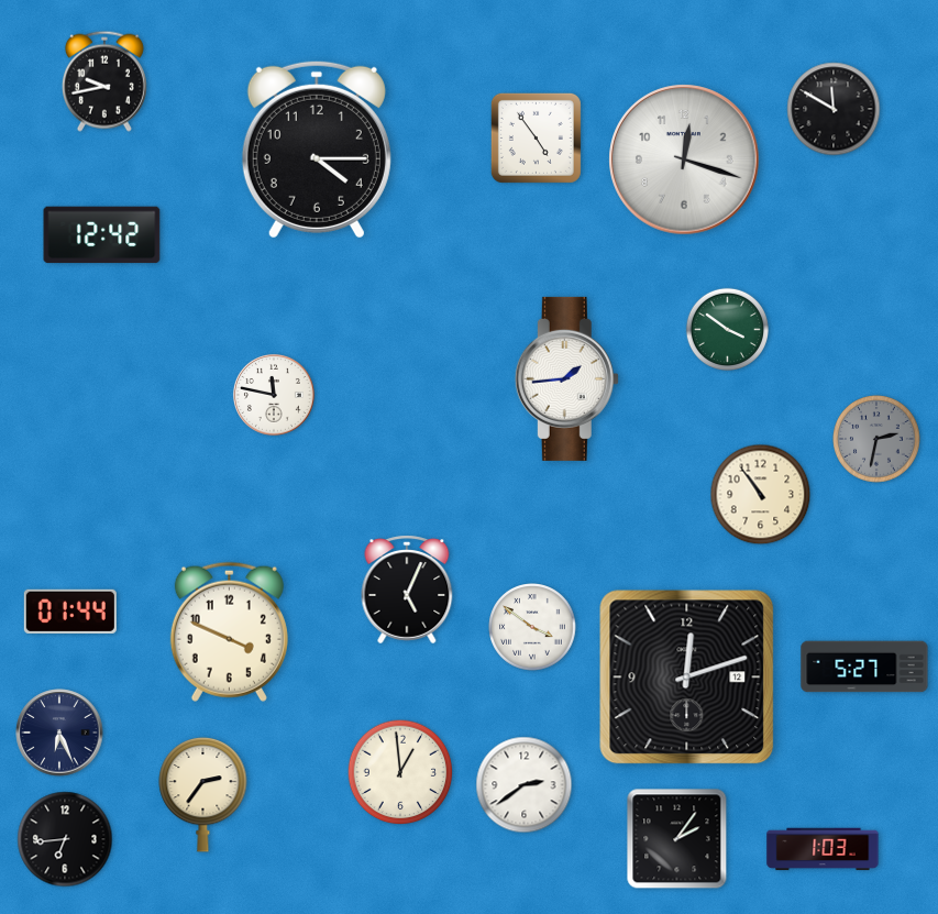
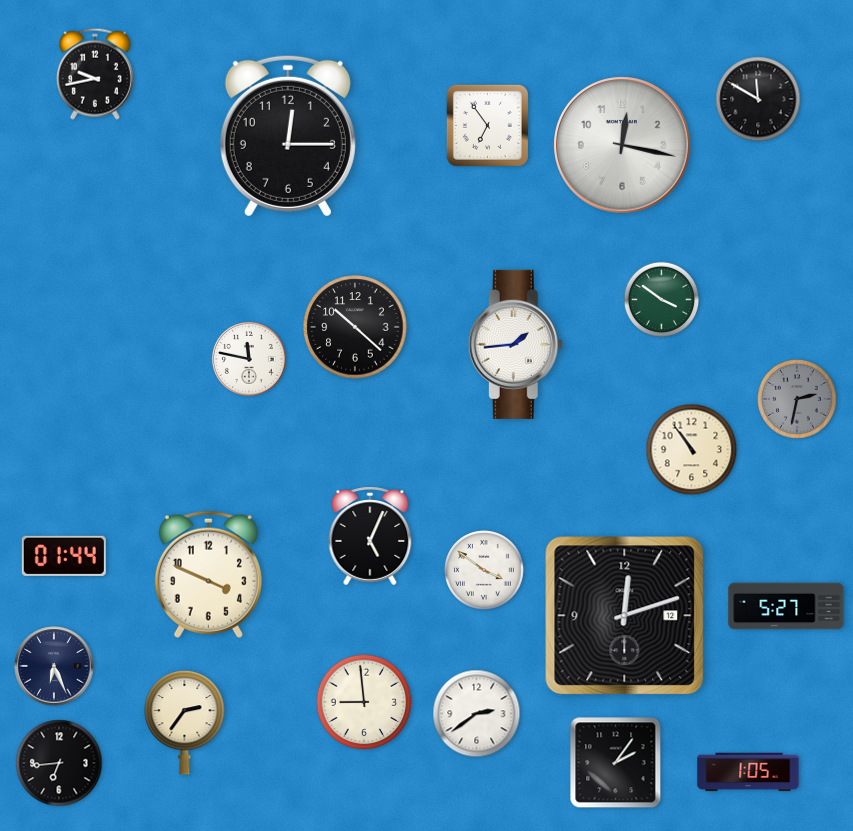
clock at (536, 137): 4:54 -> 6:54
clock at (317, 150): 4:15 -> 12:15
clock at (684, 159): 12:18 -> 12:17
clock at (102, 235): 12:42 -> none
clock at (355, 327): none -> 10:22
clock at (400, 772): 12:59 -> 8:59
clock at (823, 849): 1:03 -> 1:05
